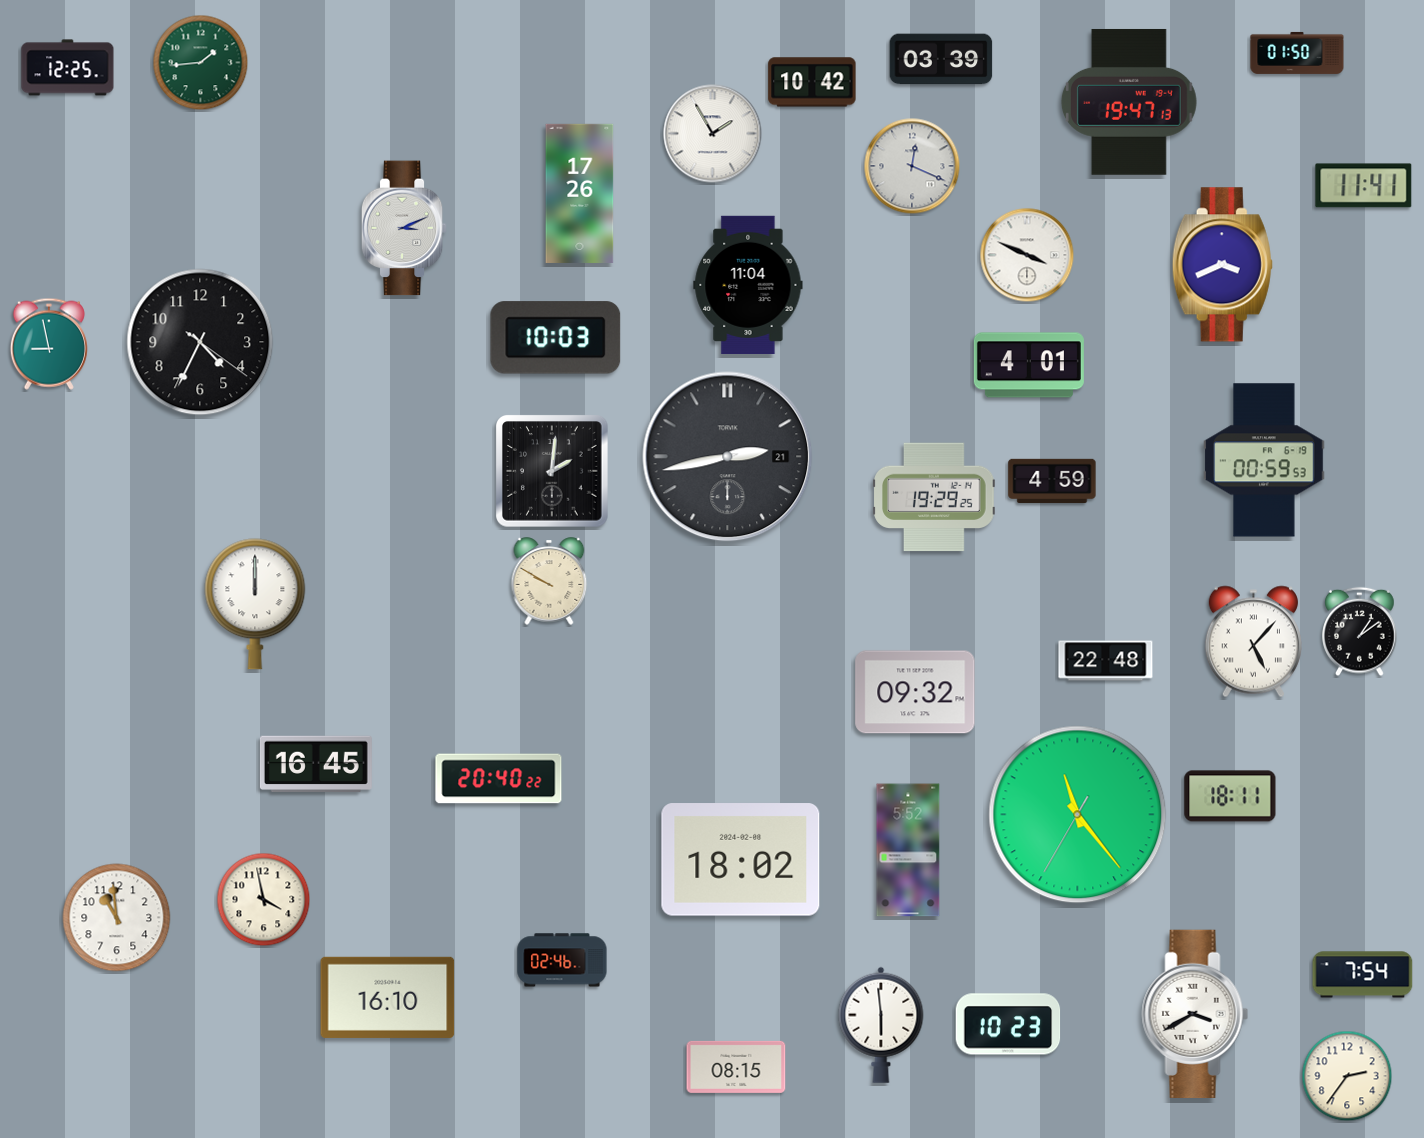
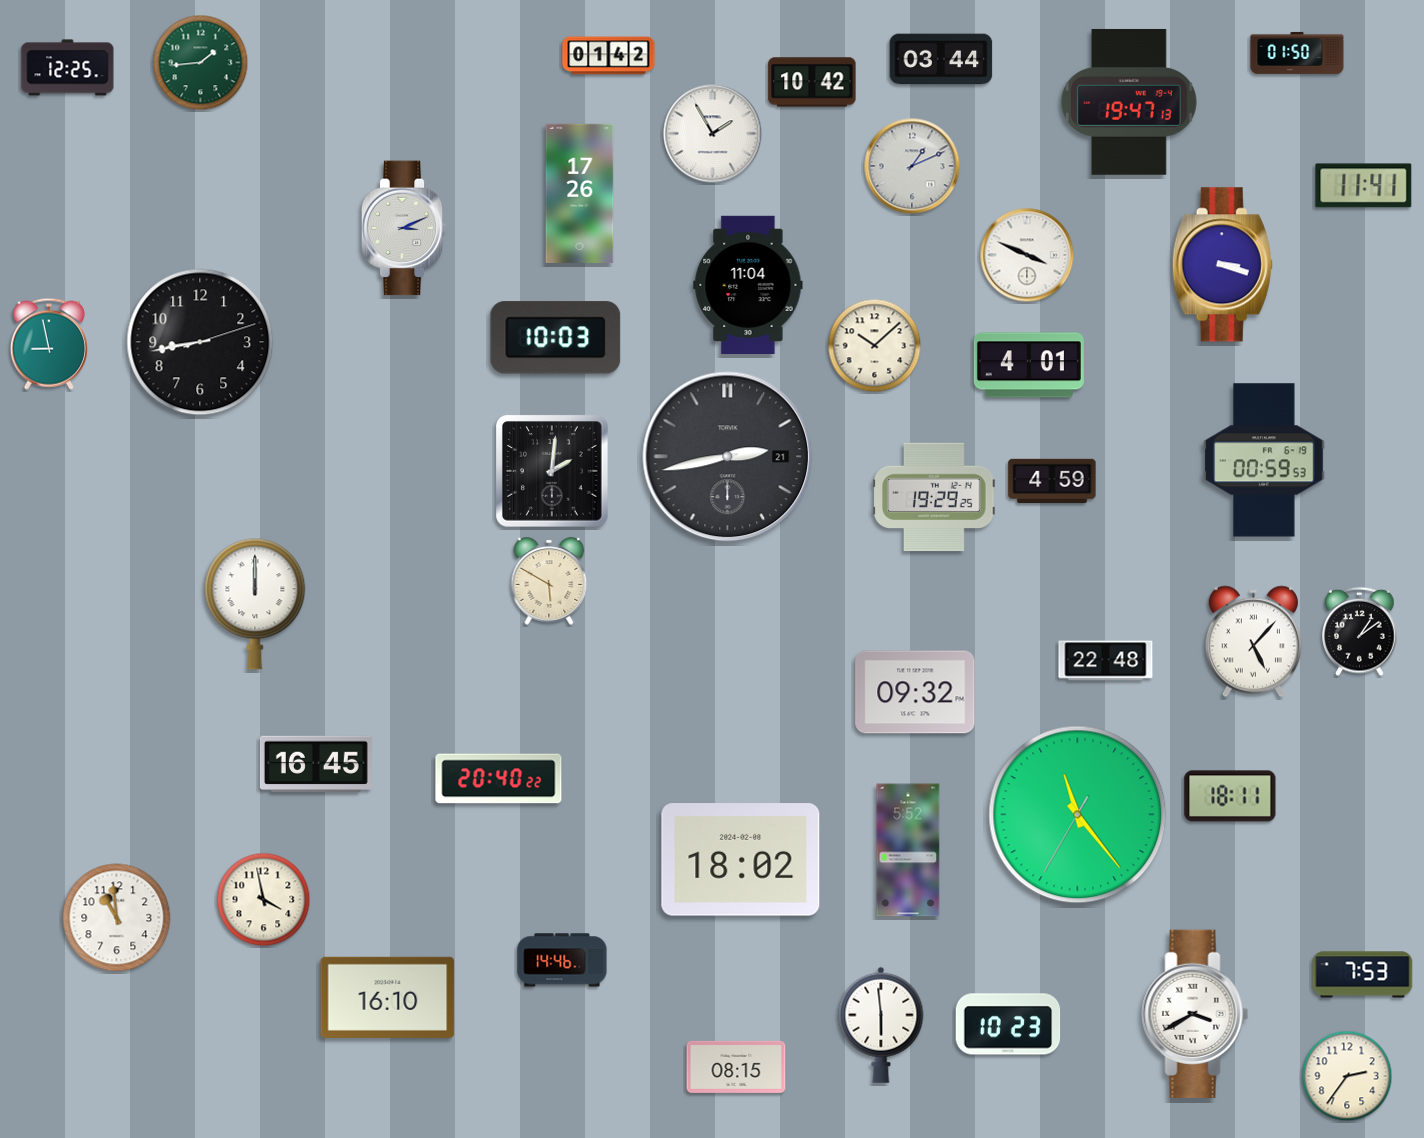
clock at (609, 56): none -> 01:42
clock at (941, 59): 03:39 -> 03:44
clock at (912, 166): 12:19 -> 1:11
clock at (1222, 265): 3:41 -> 3:18
clock at (200, 342): 4:34 -> 8:43
clock at (875, 346): none -> 10:08
clock at (549, 581): 9:50 -> 5:50
clock at (562, 960): 02:46 -> 14:46
clock at (1363, 975): 7:54 -> 7:53
